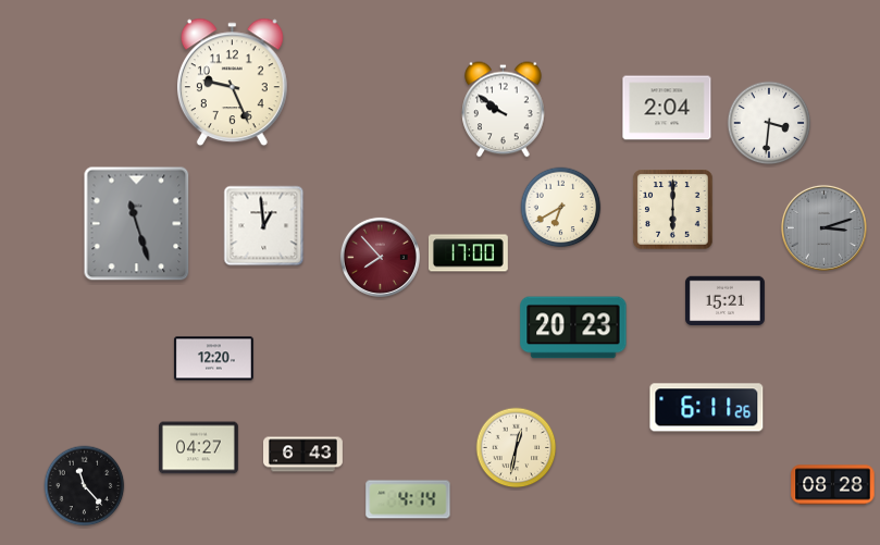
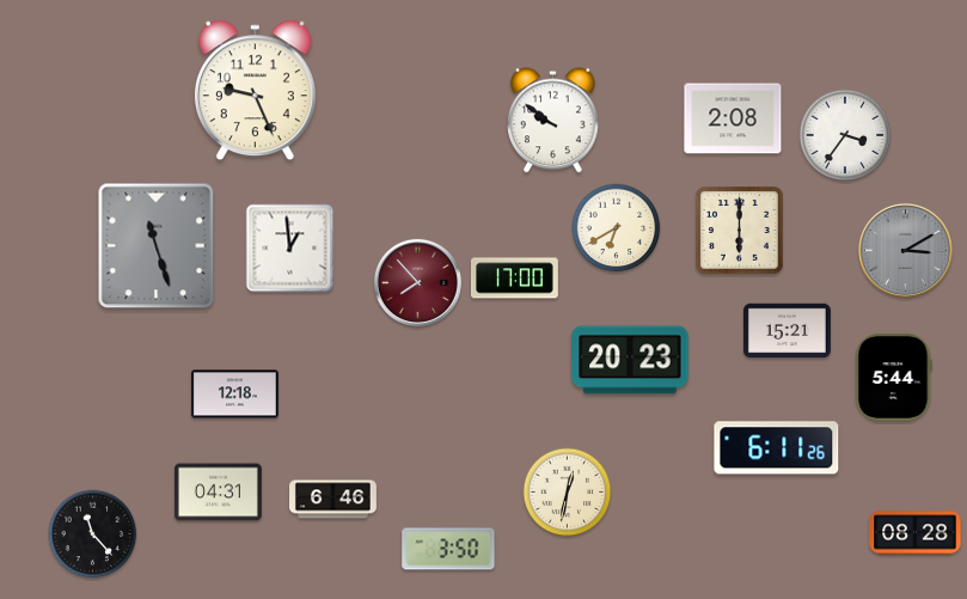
clock at (667, 108): 2:04 -> 2:08
clock at (769, 123): 3:31 -> 3:36
clock at (137, 224) position: (137, 224) -> (157, 246)
clock at (823, 227): 3:12 -> 3:10
clock at (724, 301) position: (724, 301) -> (787, 331)
clock at (893, 377): none -> 5:44
clock at (213, 359): 12:20 -> 12:18
clock at (198, 448): 04:27 -> 04:31
clock at (303, 455): 6:43 -> 6:46
clock at (408, 499): 4:14 -> 3:50
